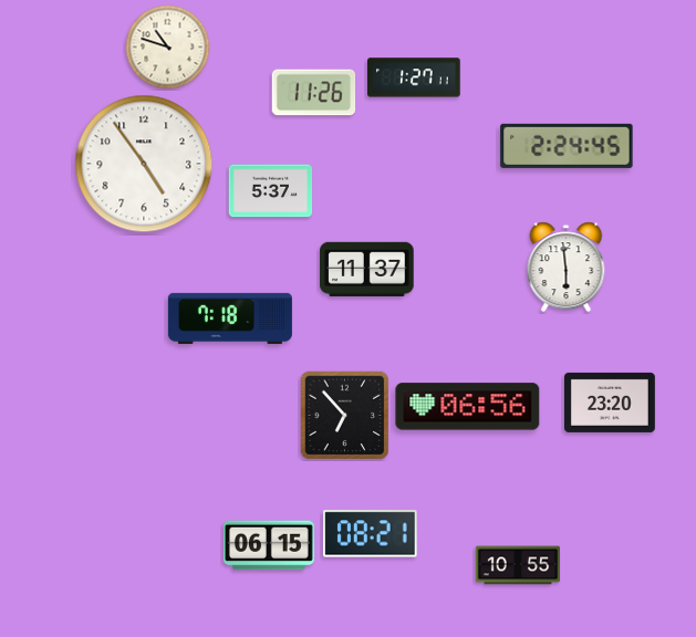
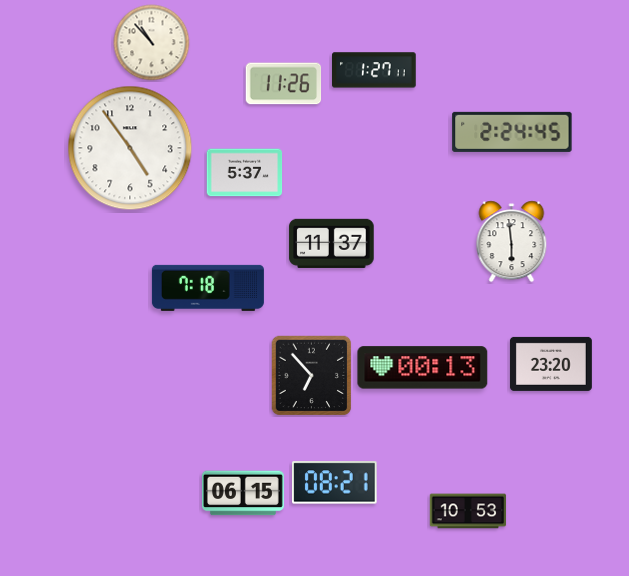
clock at (168, 48): 10:48 -> 10:53
clock at (468, 407): 06:56 -> 00:13
clock at (518, 565): 10:55 -> 10:53
